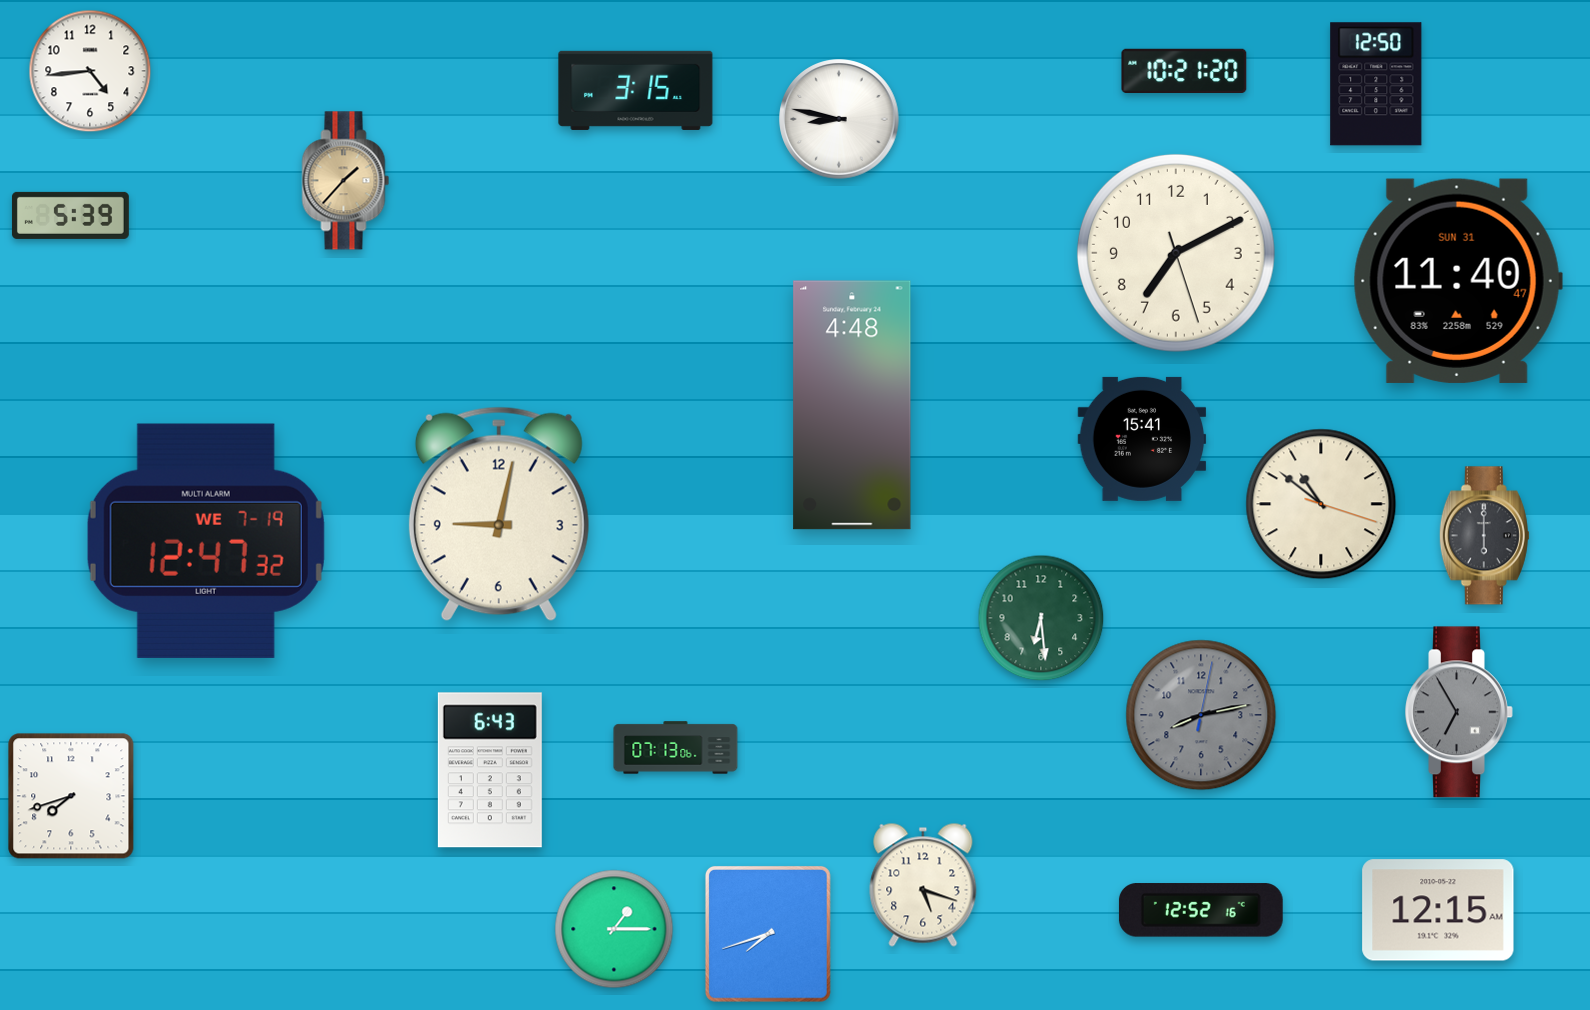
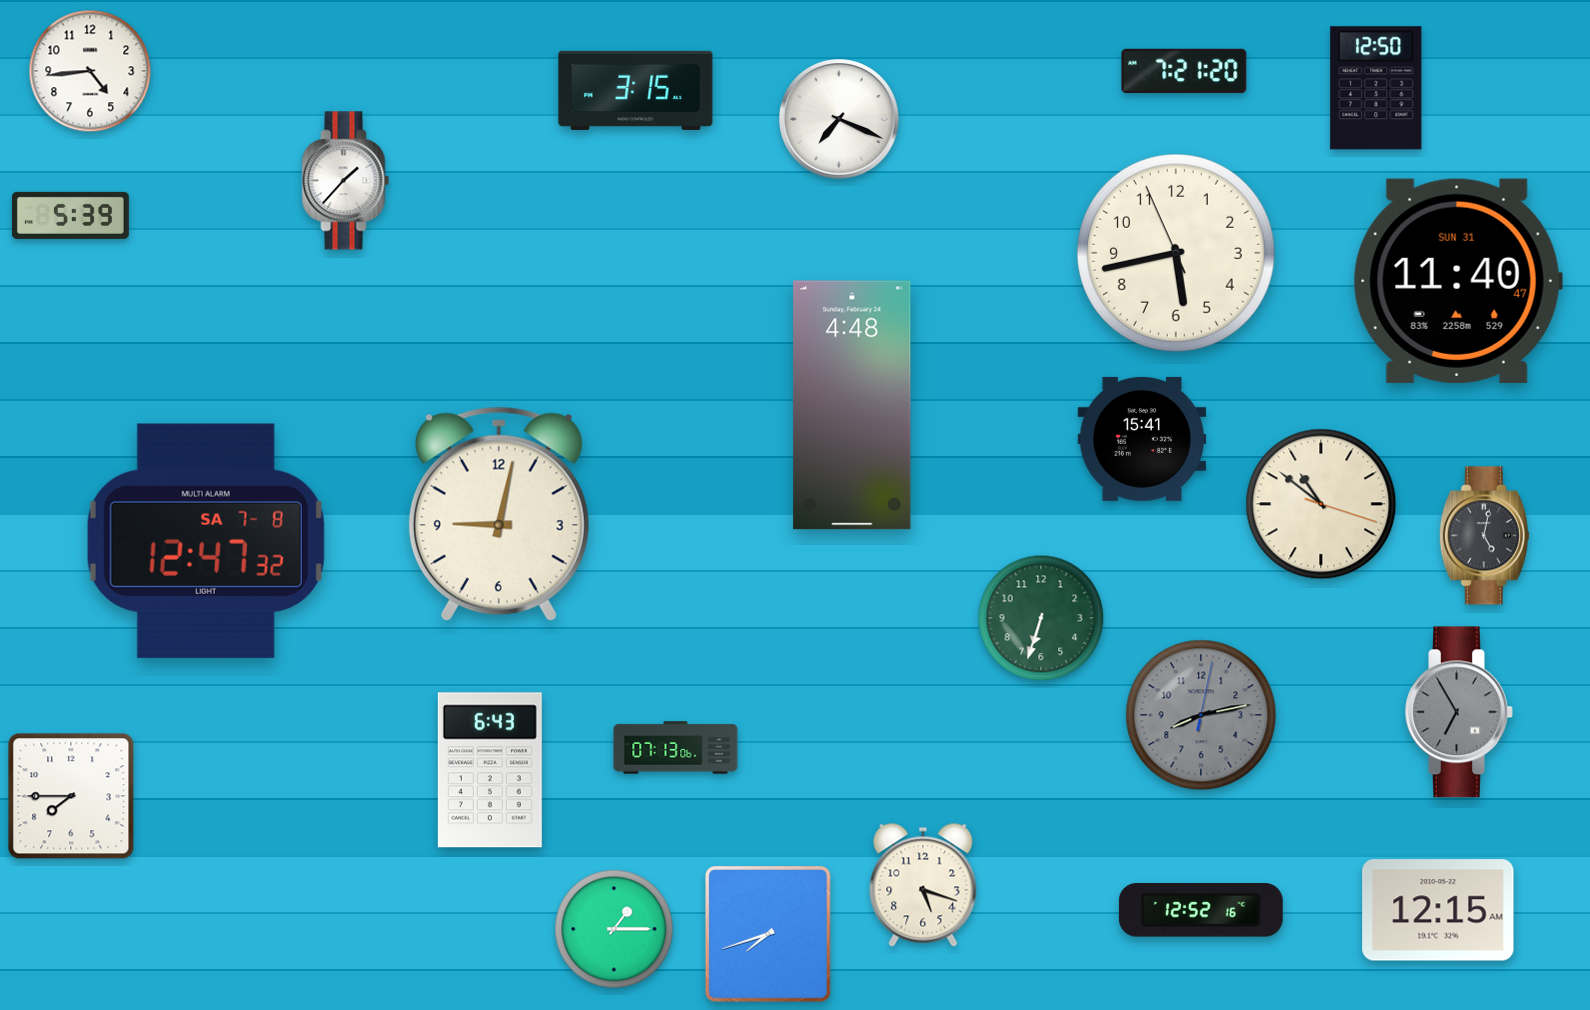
clock at (1184, 70): 10:21 -> 7:21
clock at (1376, 84) position: (1376, 84) -> (1376, 88)
clock at (839, 119): 8:47 -> 7:19
clock at (346, 181) dial: champagne -> white
clock at (1176, 253): 7:10 -> 5:42
clock at (1484, 536): 6:00 -> 5:02
clock at (206, 541) date: WE 7-19 -> SA 7-8
clock at (1041, 618): 6:29 -> 6:33
clock at (71, 796): 7:42 -> 7:45
